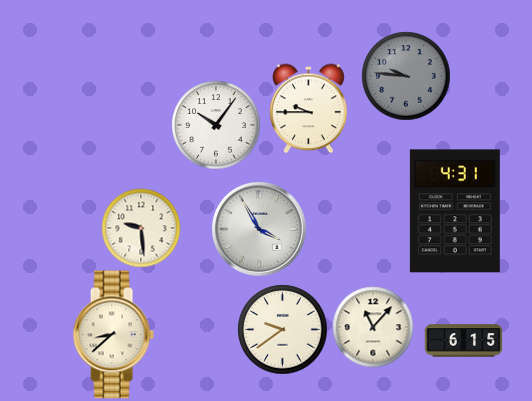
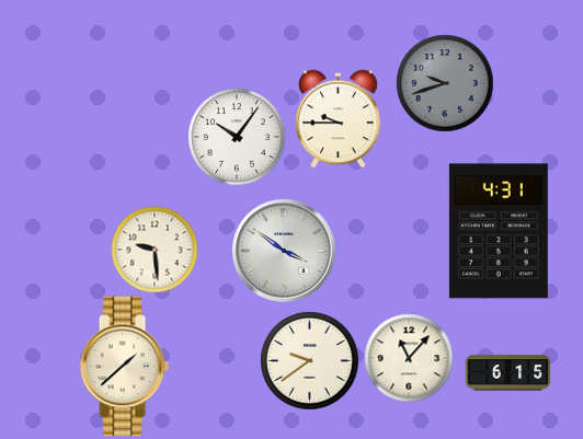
clock at (406, 76): 9:46 -> 9:42
clock at (259, 229): 3:55 -> 3:51
clock at (113, 335): 8:38 -> 1:38
